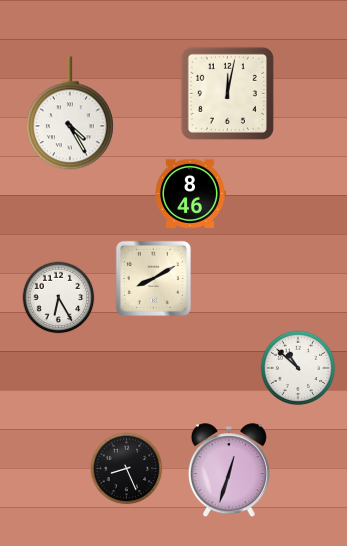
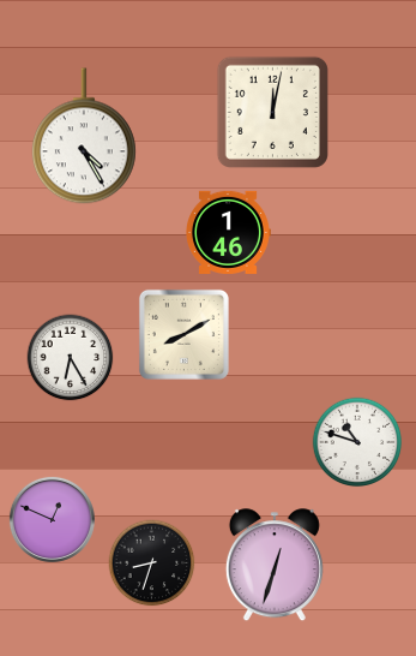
clock at (190, 193): 8:46 -> 1:46
clock at (298, 368): 10:52 -> 10:48
clock at (52, 519): none -> 12:49
clock at (127, 469): 8:26 -> 8:33
